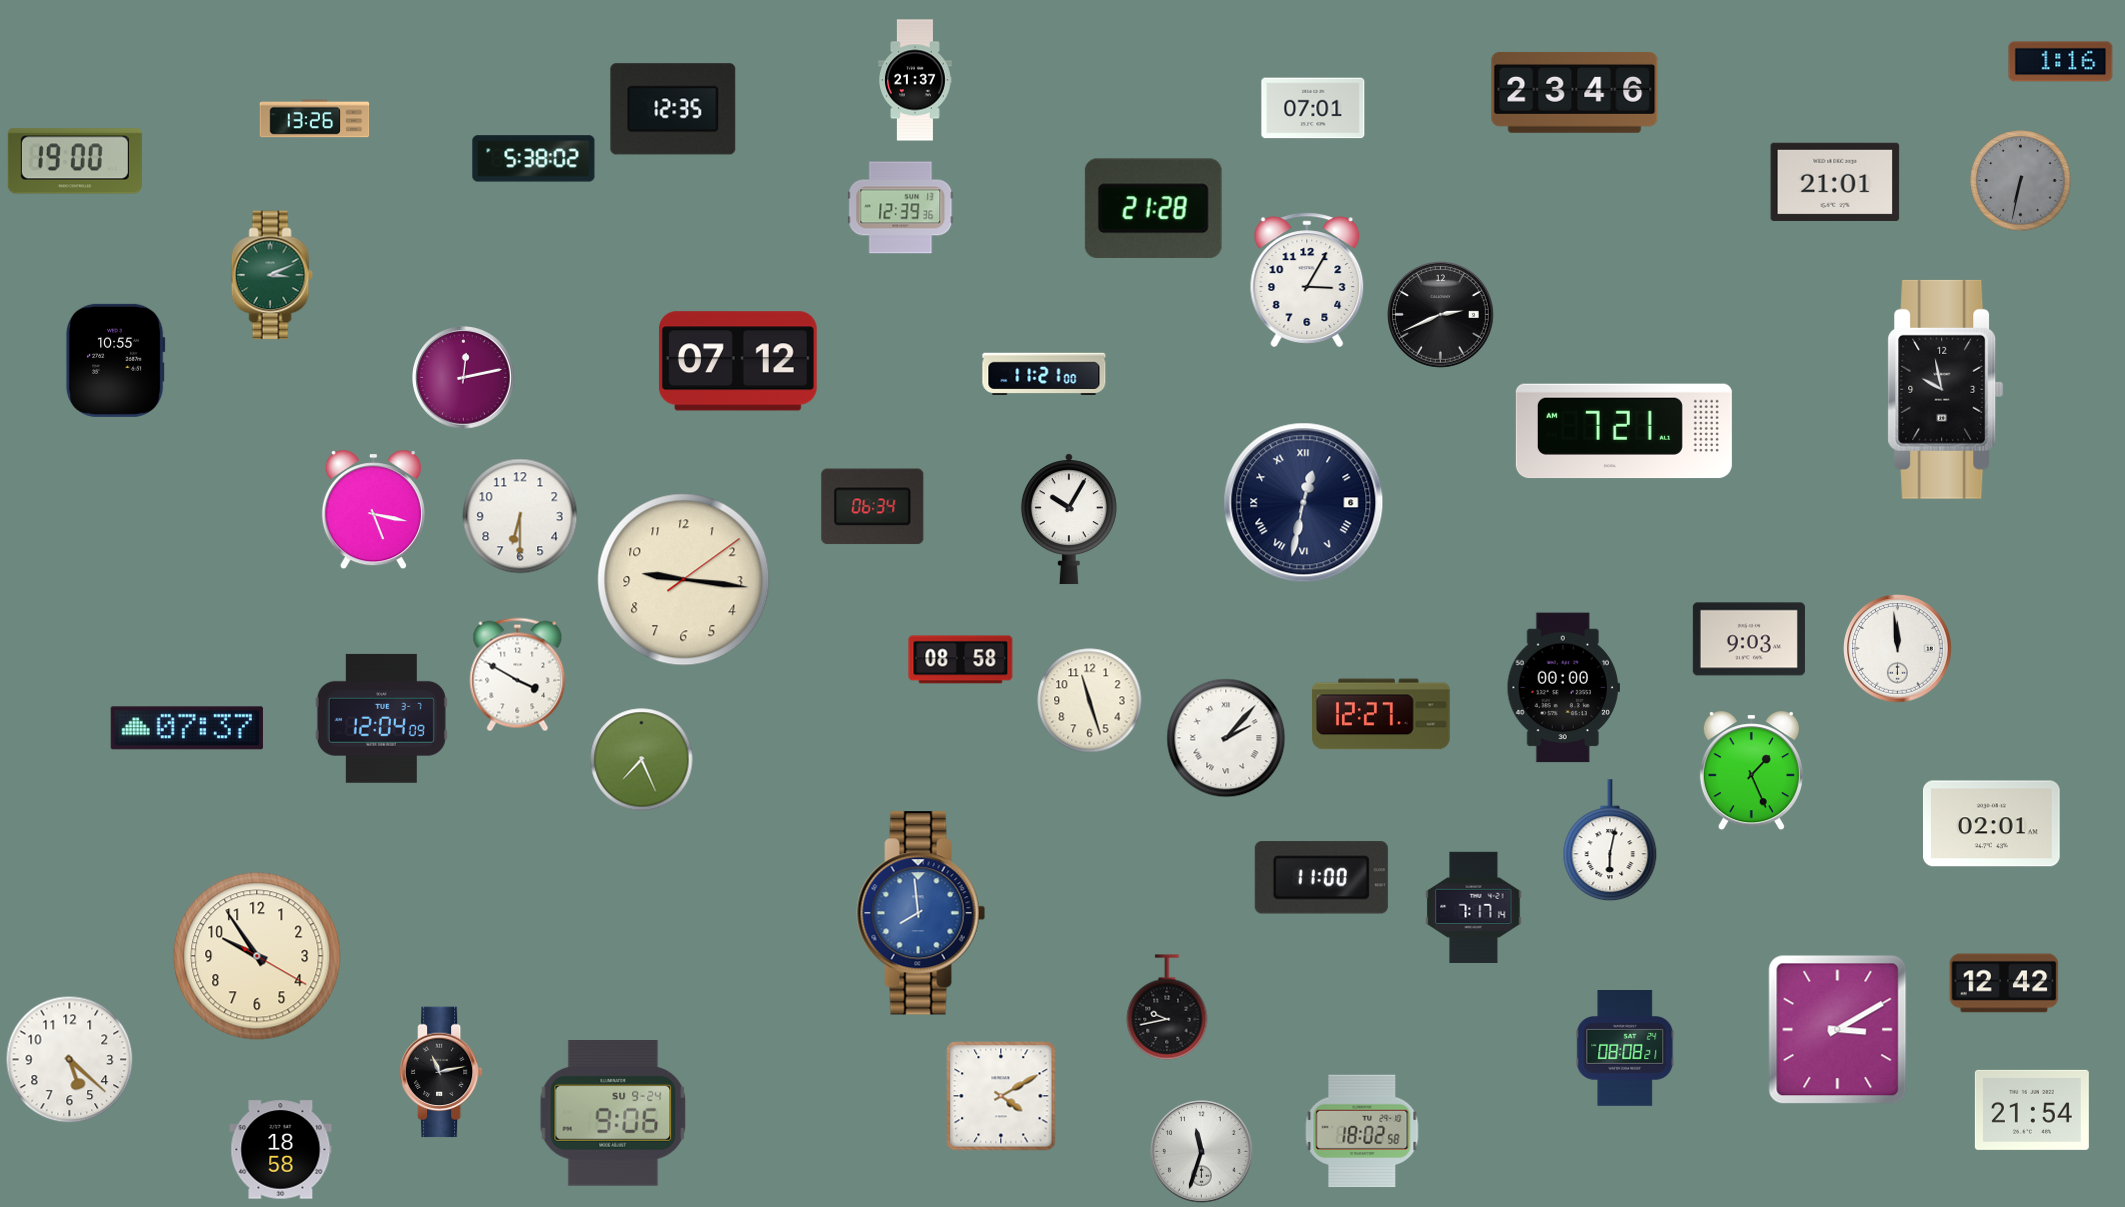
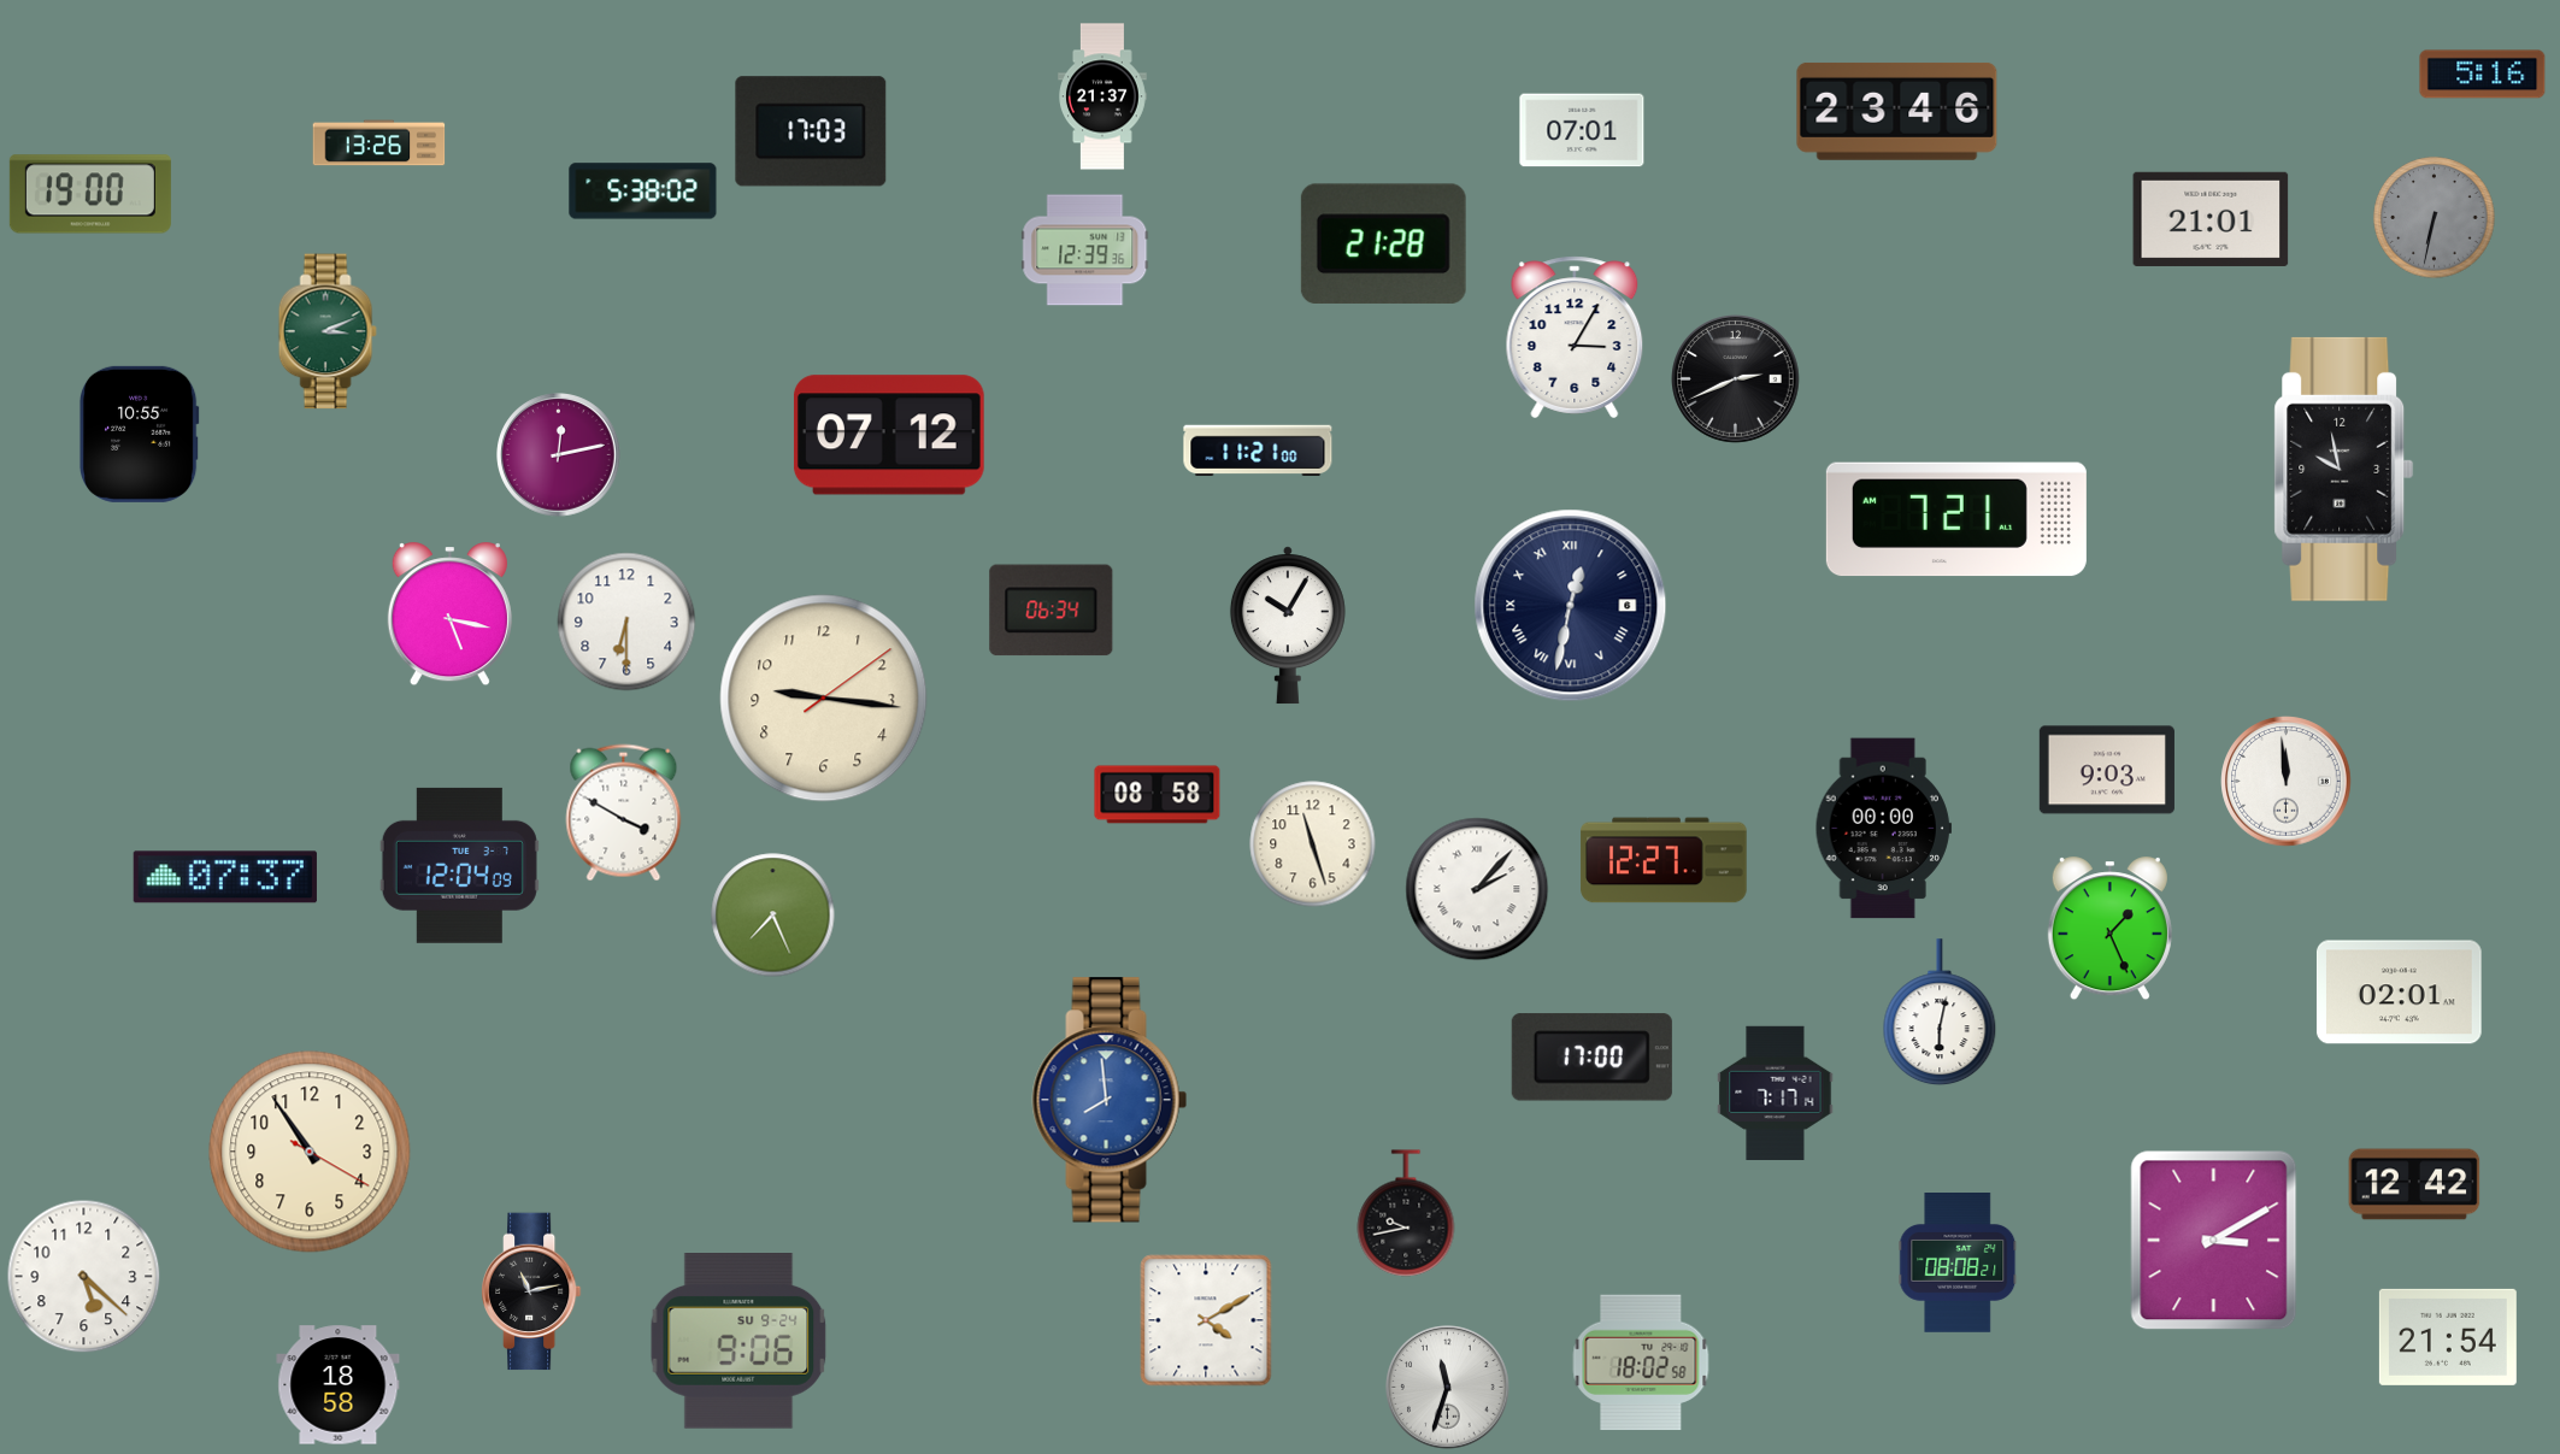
clock at (2061, 62): 1:16 -> 5:16
clock at (673, 109): 12:35 -> 17:03
clock at (1153, 208) position: (1153, 208) -> (1383, 243)
clock at (1321, 878): 11:00 -> 17:00
clock at (257, 956): 9:54 -> 10:54
